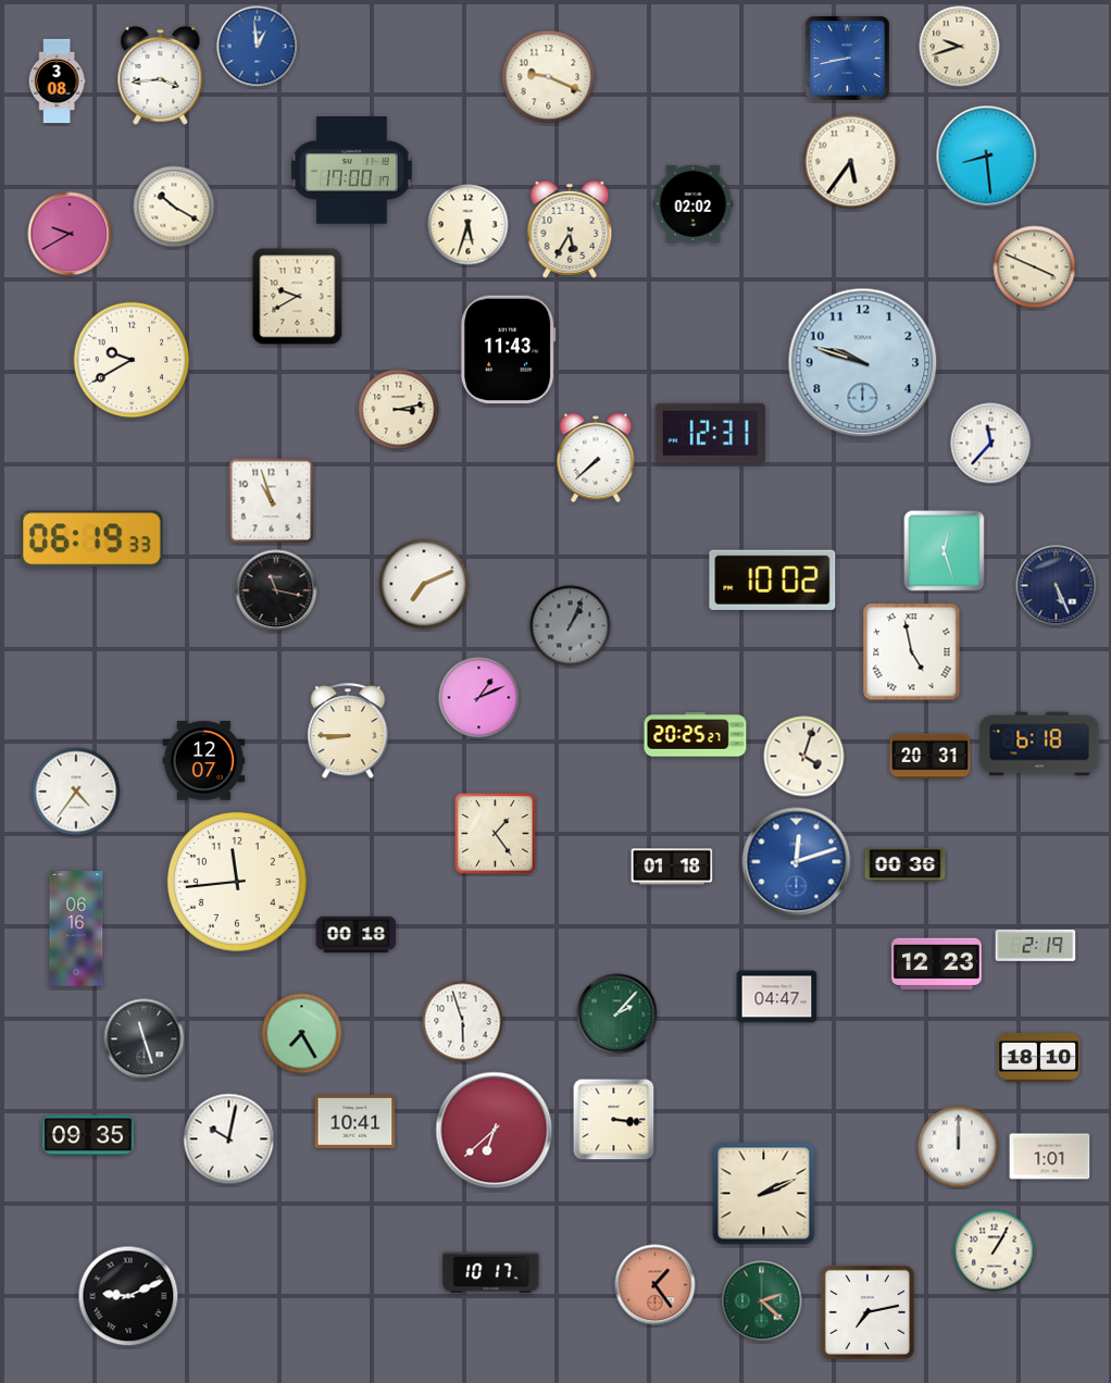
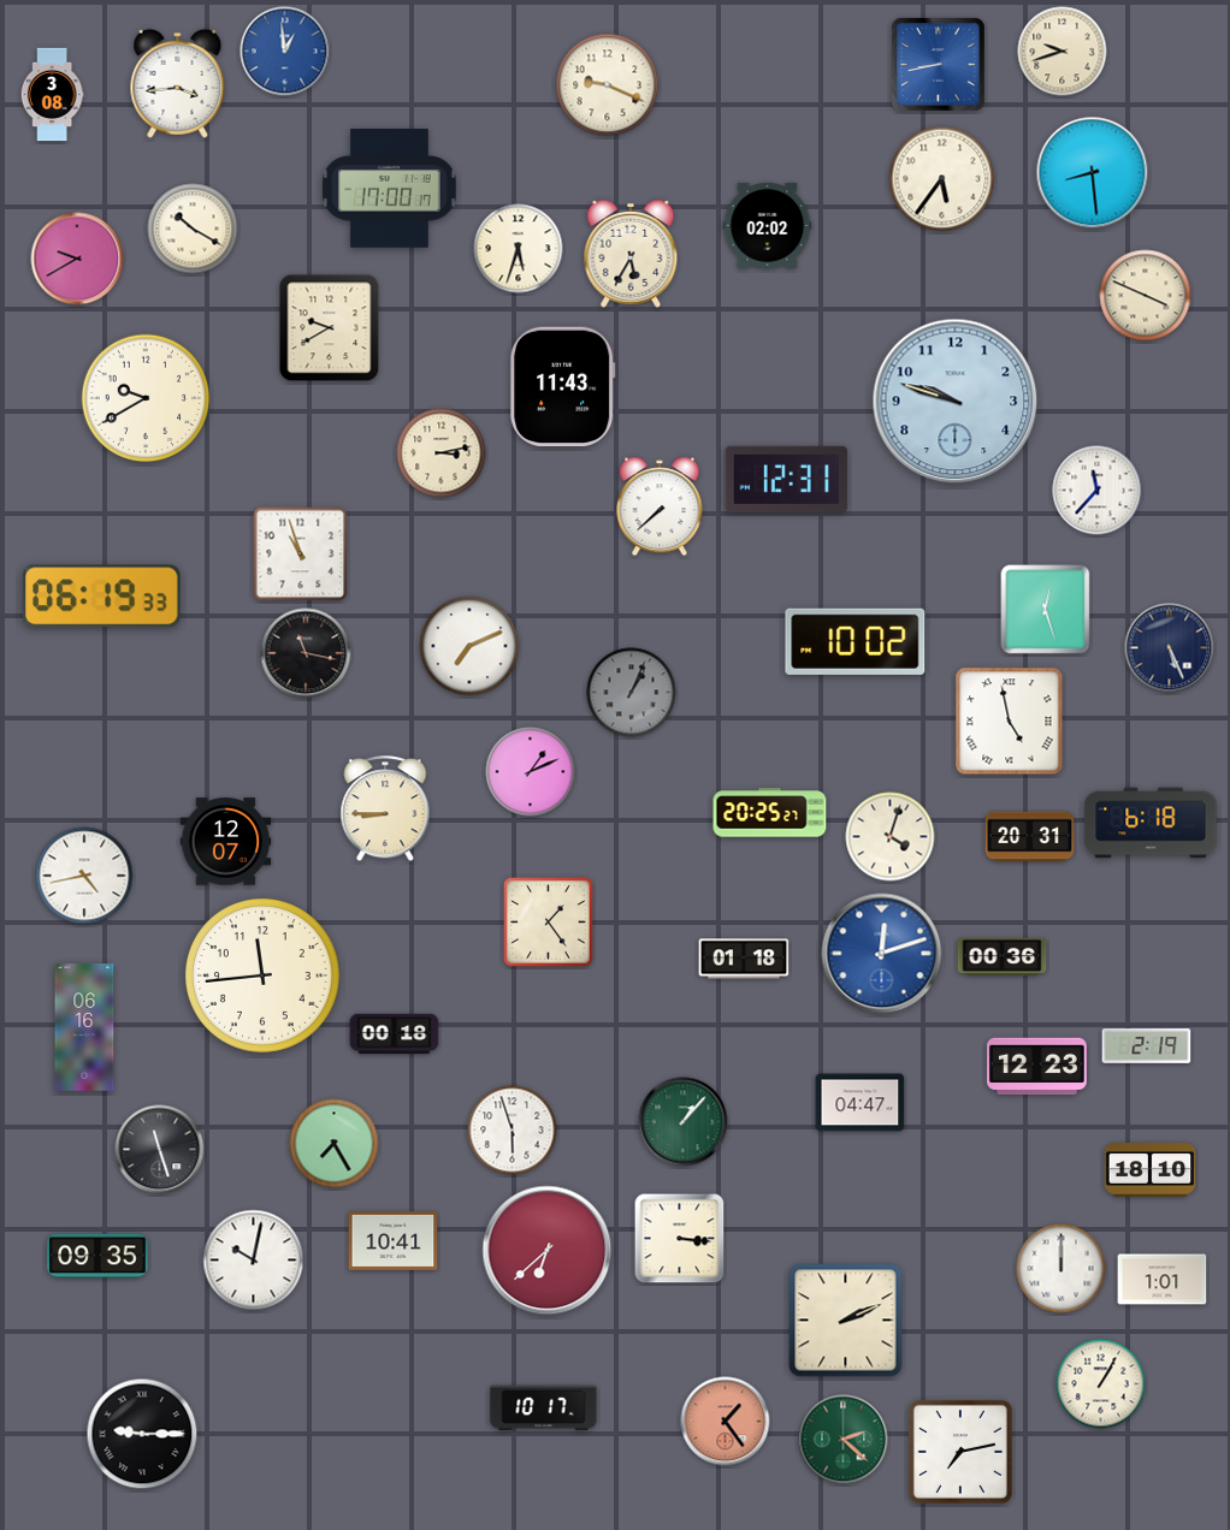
clock at (57, 82) position: (57, 82) -> (52, 95)
clock at (76, 792): 4:36 -> 4:43
clock at (617, 1014): 2:07 -> 1:07
clock at (128, 1296): 9:11 -> 9:15
